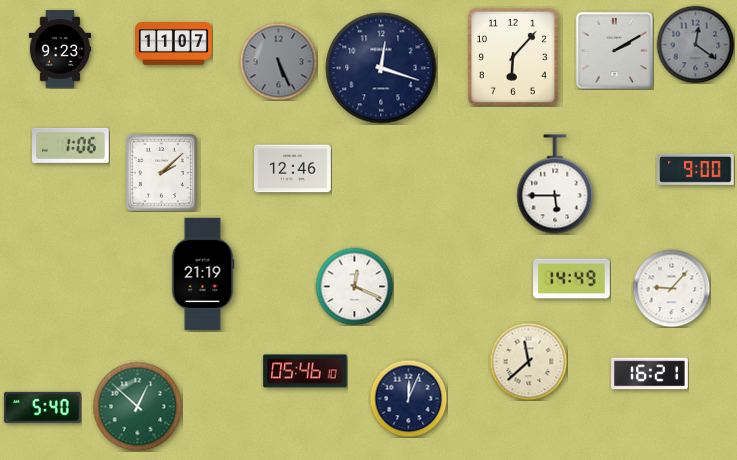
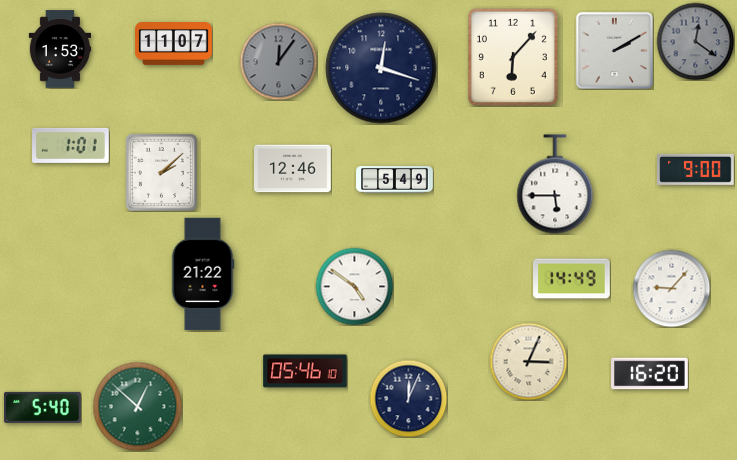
clock at (695, 44) position: (695, 44) -> (695, 41)
clock at (60, 49): 9:23 -> 1:53
clock at (278, 61): 5:26 -> 12:06
clock at (71, 145): 1:06 -> 1:01
clock at (395, 180): none -> 5:49
clock at (203, 274): 21:19 -> 21:22
clock at (354, 286): 12:19 -> 4:51
clock at (528, 361): 11:38 -> 3:04
clock at (650, 374): 16:21 -> 16:20
